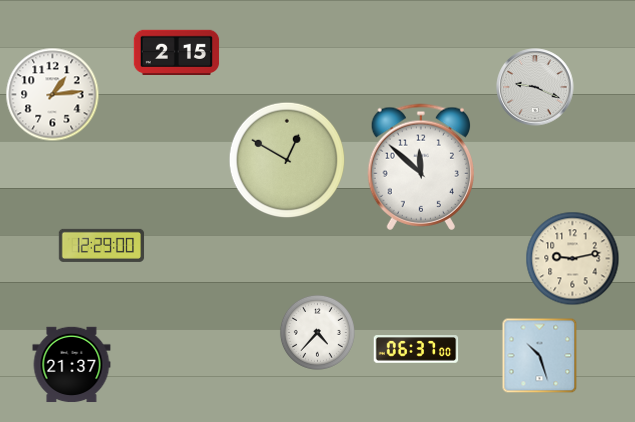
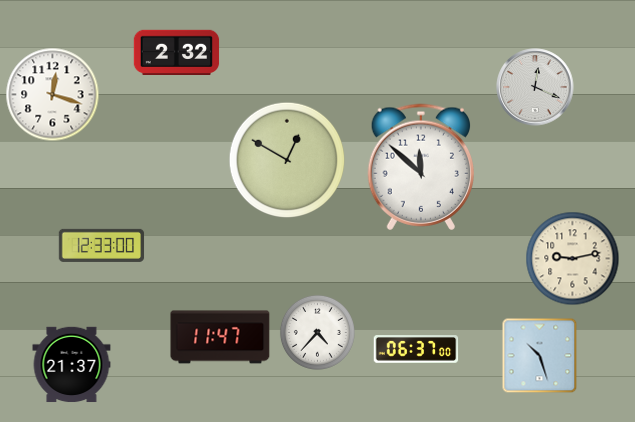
clock at (177, 53): 2:15 -> 2:32
clock at (535, 87): 9:19 -> 12:19
clock at (53, 95): 1:14 -> 12:18
clock at (102, 245): 12:29 -> 12:33
clock at (220, 337): none -> 11:47
